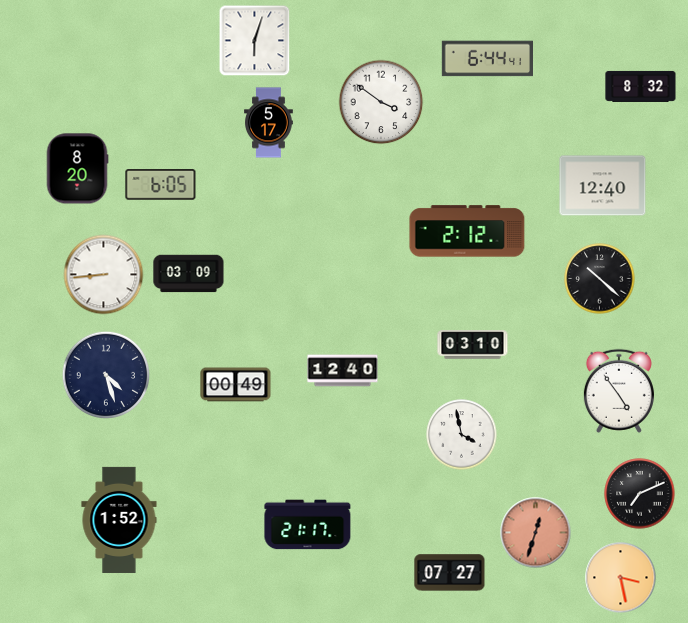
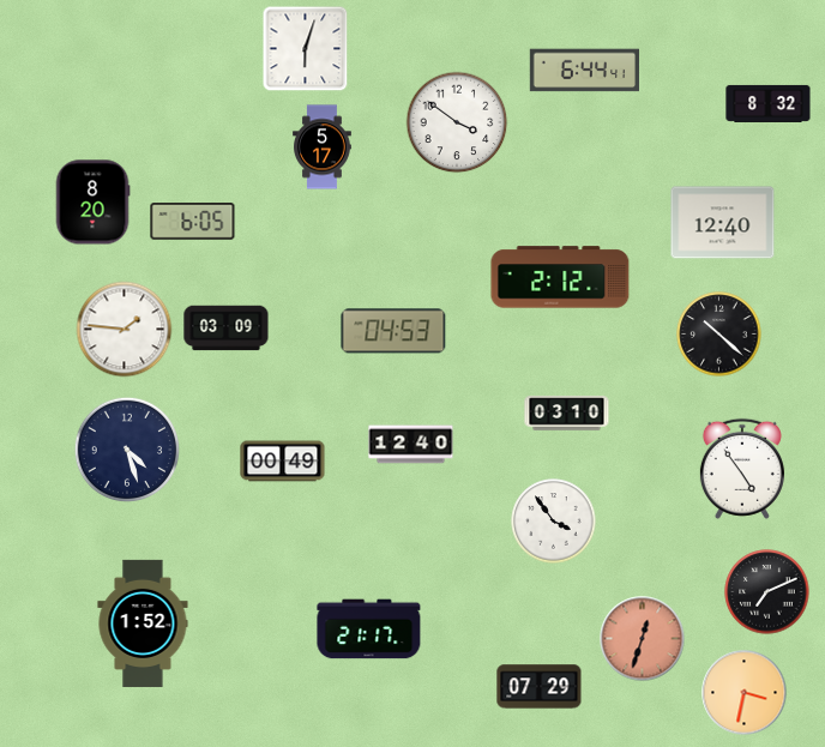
clock at (104, 275): 8:44 -> 1:46
clock at (393, 331): none -> 04:53
clock at (462, 435): 3:58 -> 3:54
clock at (450, 573): 07:27 -> 07:29
clock at (621, 578): 3:28 -> 3:32
